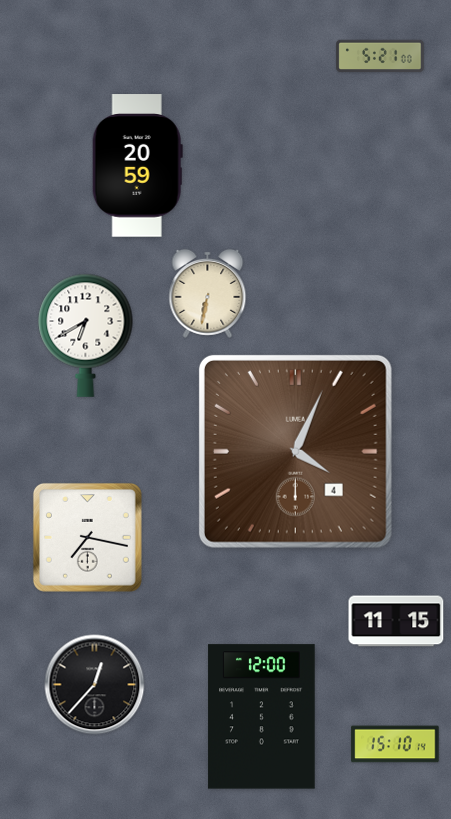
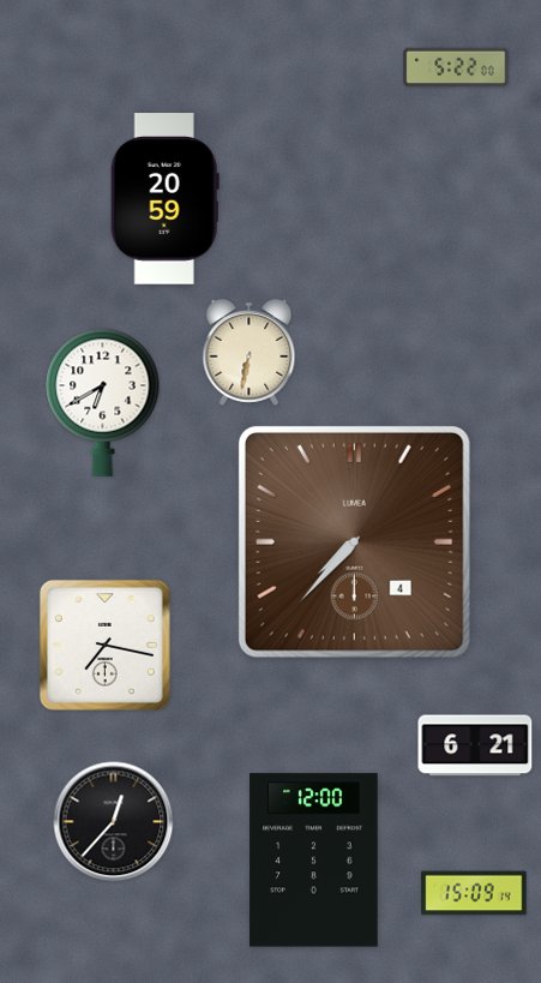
clock at (380, 56): 5:21 -> 5:22
clock at (295, 451): 4:04 -> 7:37
clock at (396, 621): 11:15 -> 6:21
clock at (395, 744): 15:10 -> 15:09
